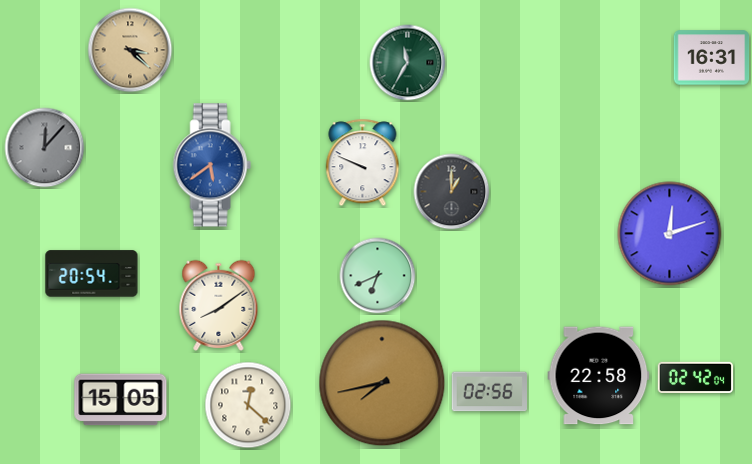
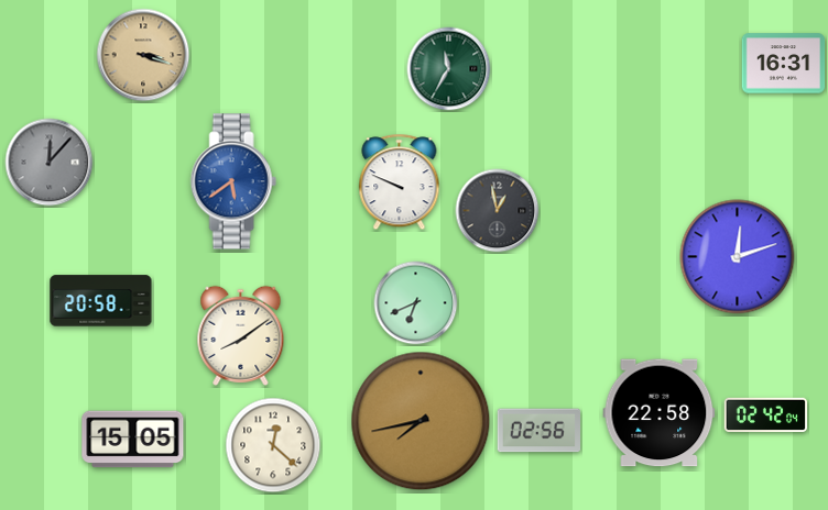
clock at (130, 50): 3:22 -> 3:18
clock at (363, 163) position: (363, 163) -> (400, 182)
clock at (452, 192): 1:00 -> 12:58
clock at (92, 274): 20:54 -> 20:58
